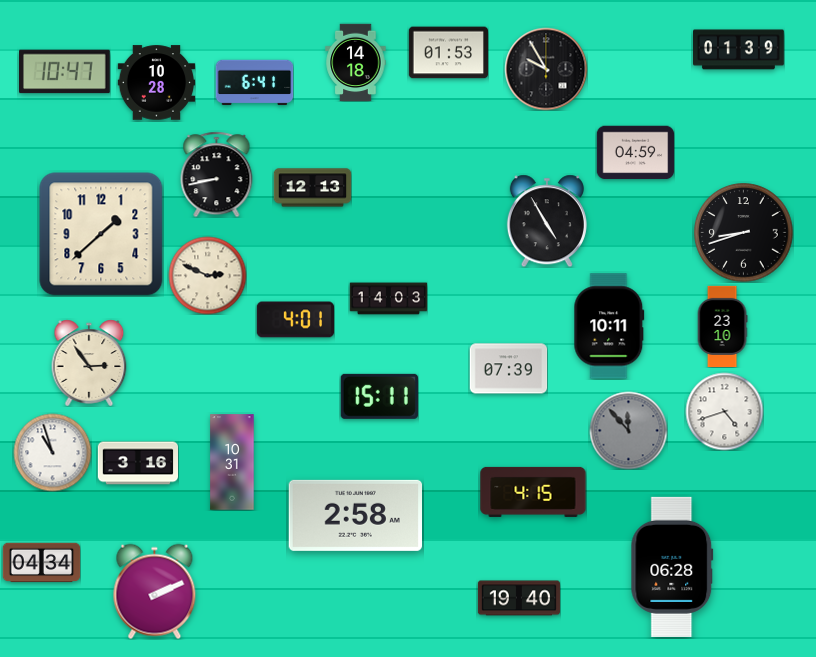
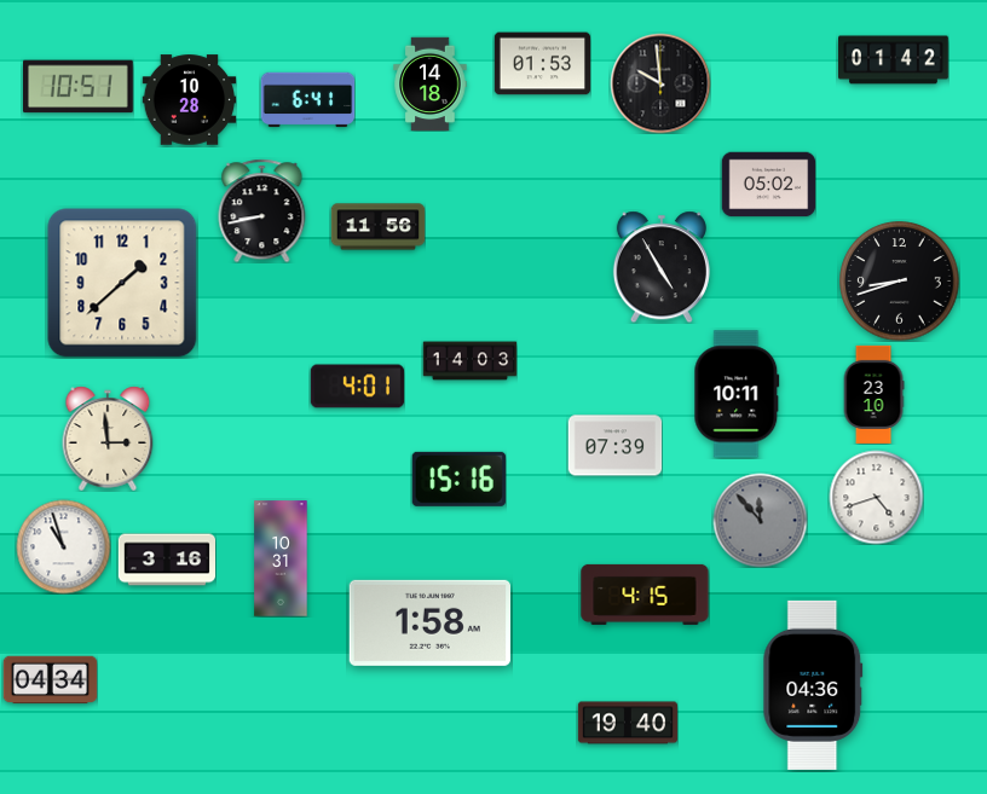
clock at (739, 50): 01:39 -> 01:42
clock at (356, 62) position: (356, 62) -> (431, 83)
clock at (546, 69): 9:55 -> 9:59
clock at (65, 72): 10:47 -> 10:51
clock at (635, 153): 04:59 -> 05:02
clock at (312, 188): 12:13 -> 11:56
clock at (207, 275): 2:49 -> none
clock at (89, 363): 2:54 -> 2:59
clock at (379, 396): 15:11 -> 15:16
clock at (355, 515): 2:58 -> 1:58
clock at (672, 567): 06:28 -> 04:36
clock at (155, 591): 2:11 -> none
